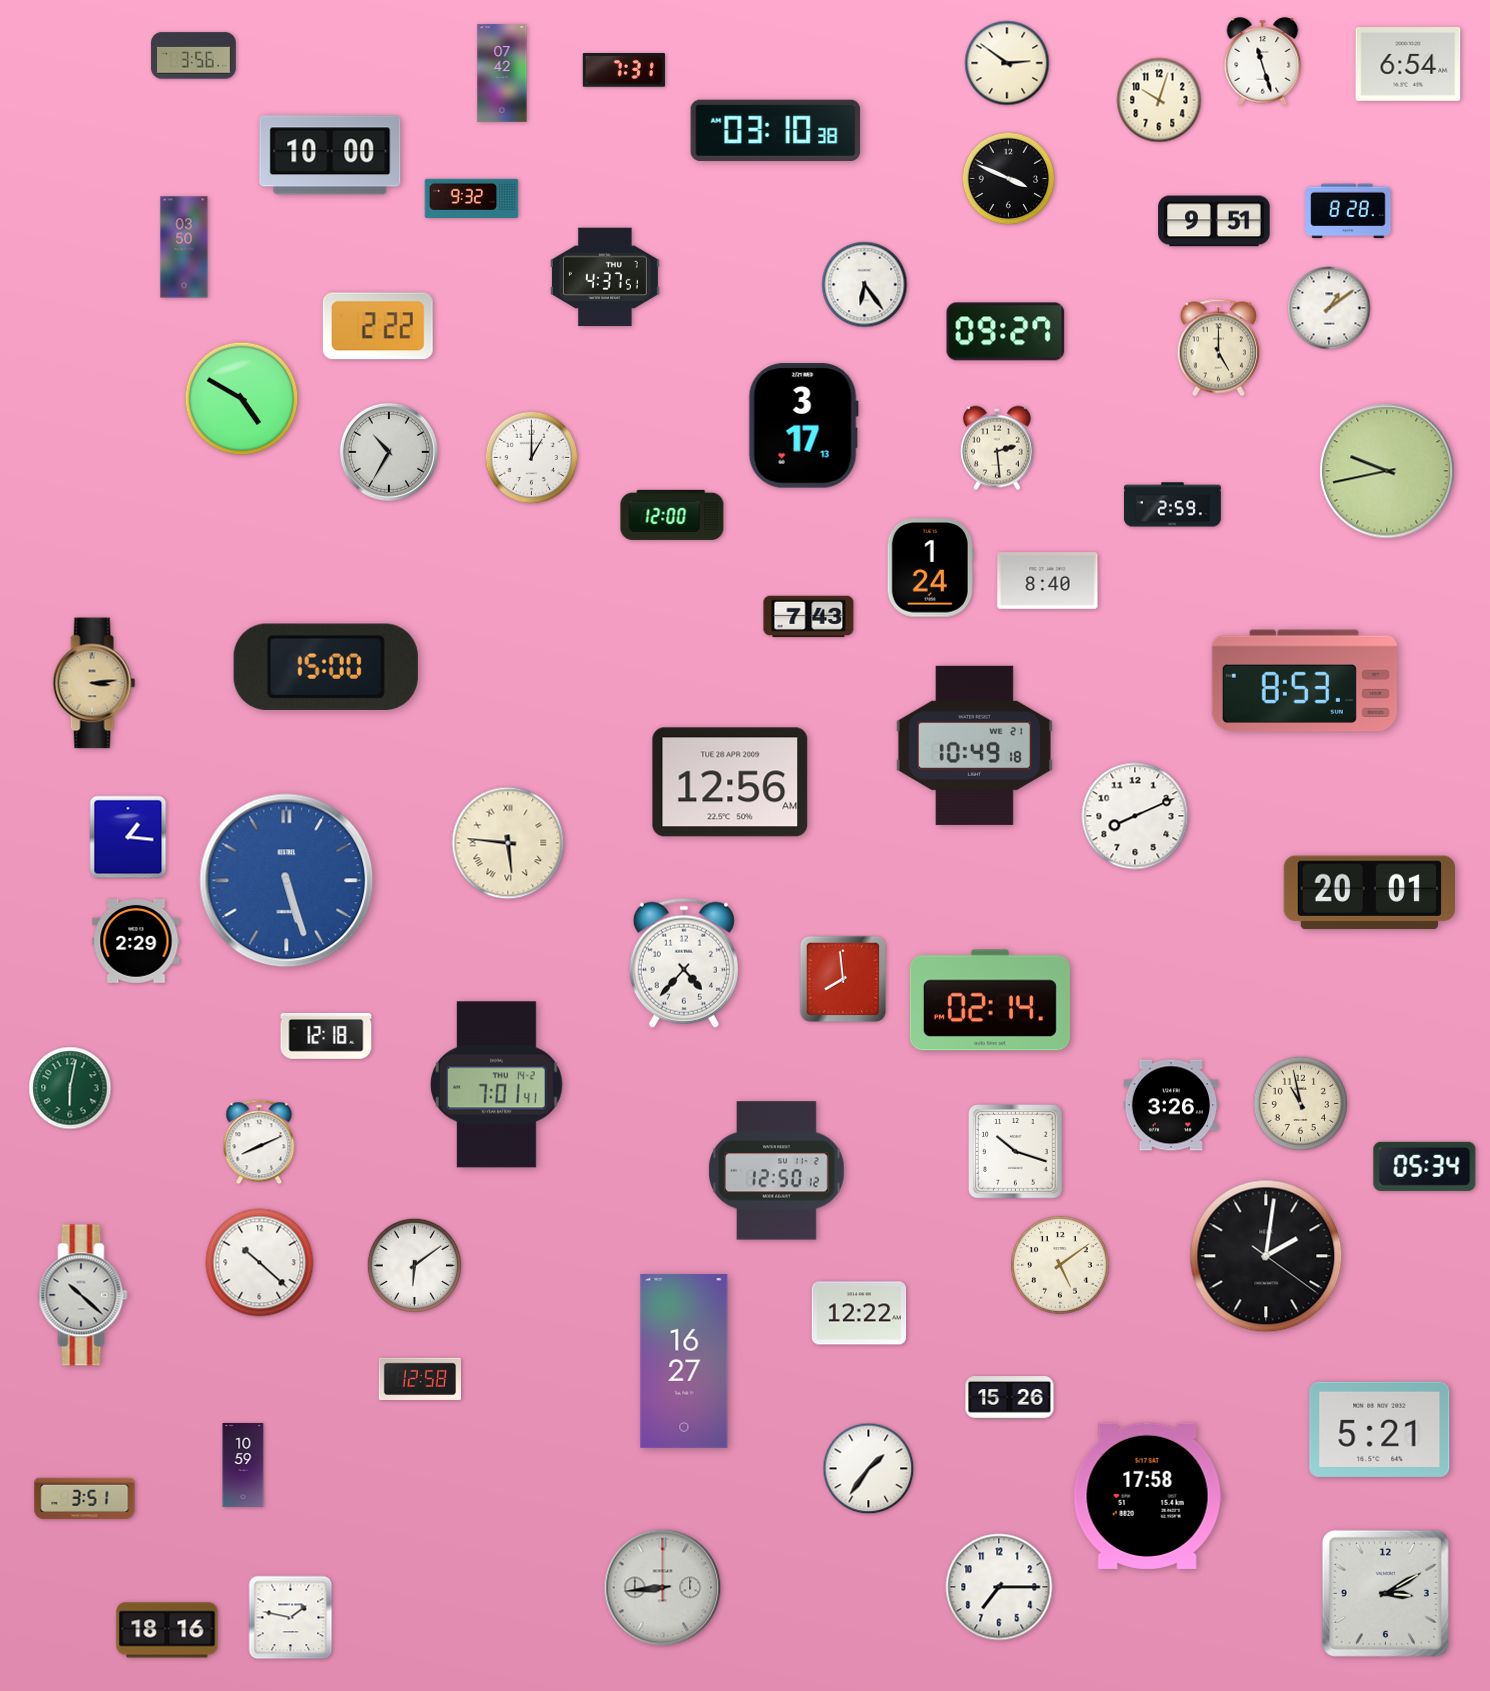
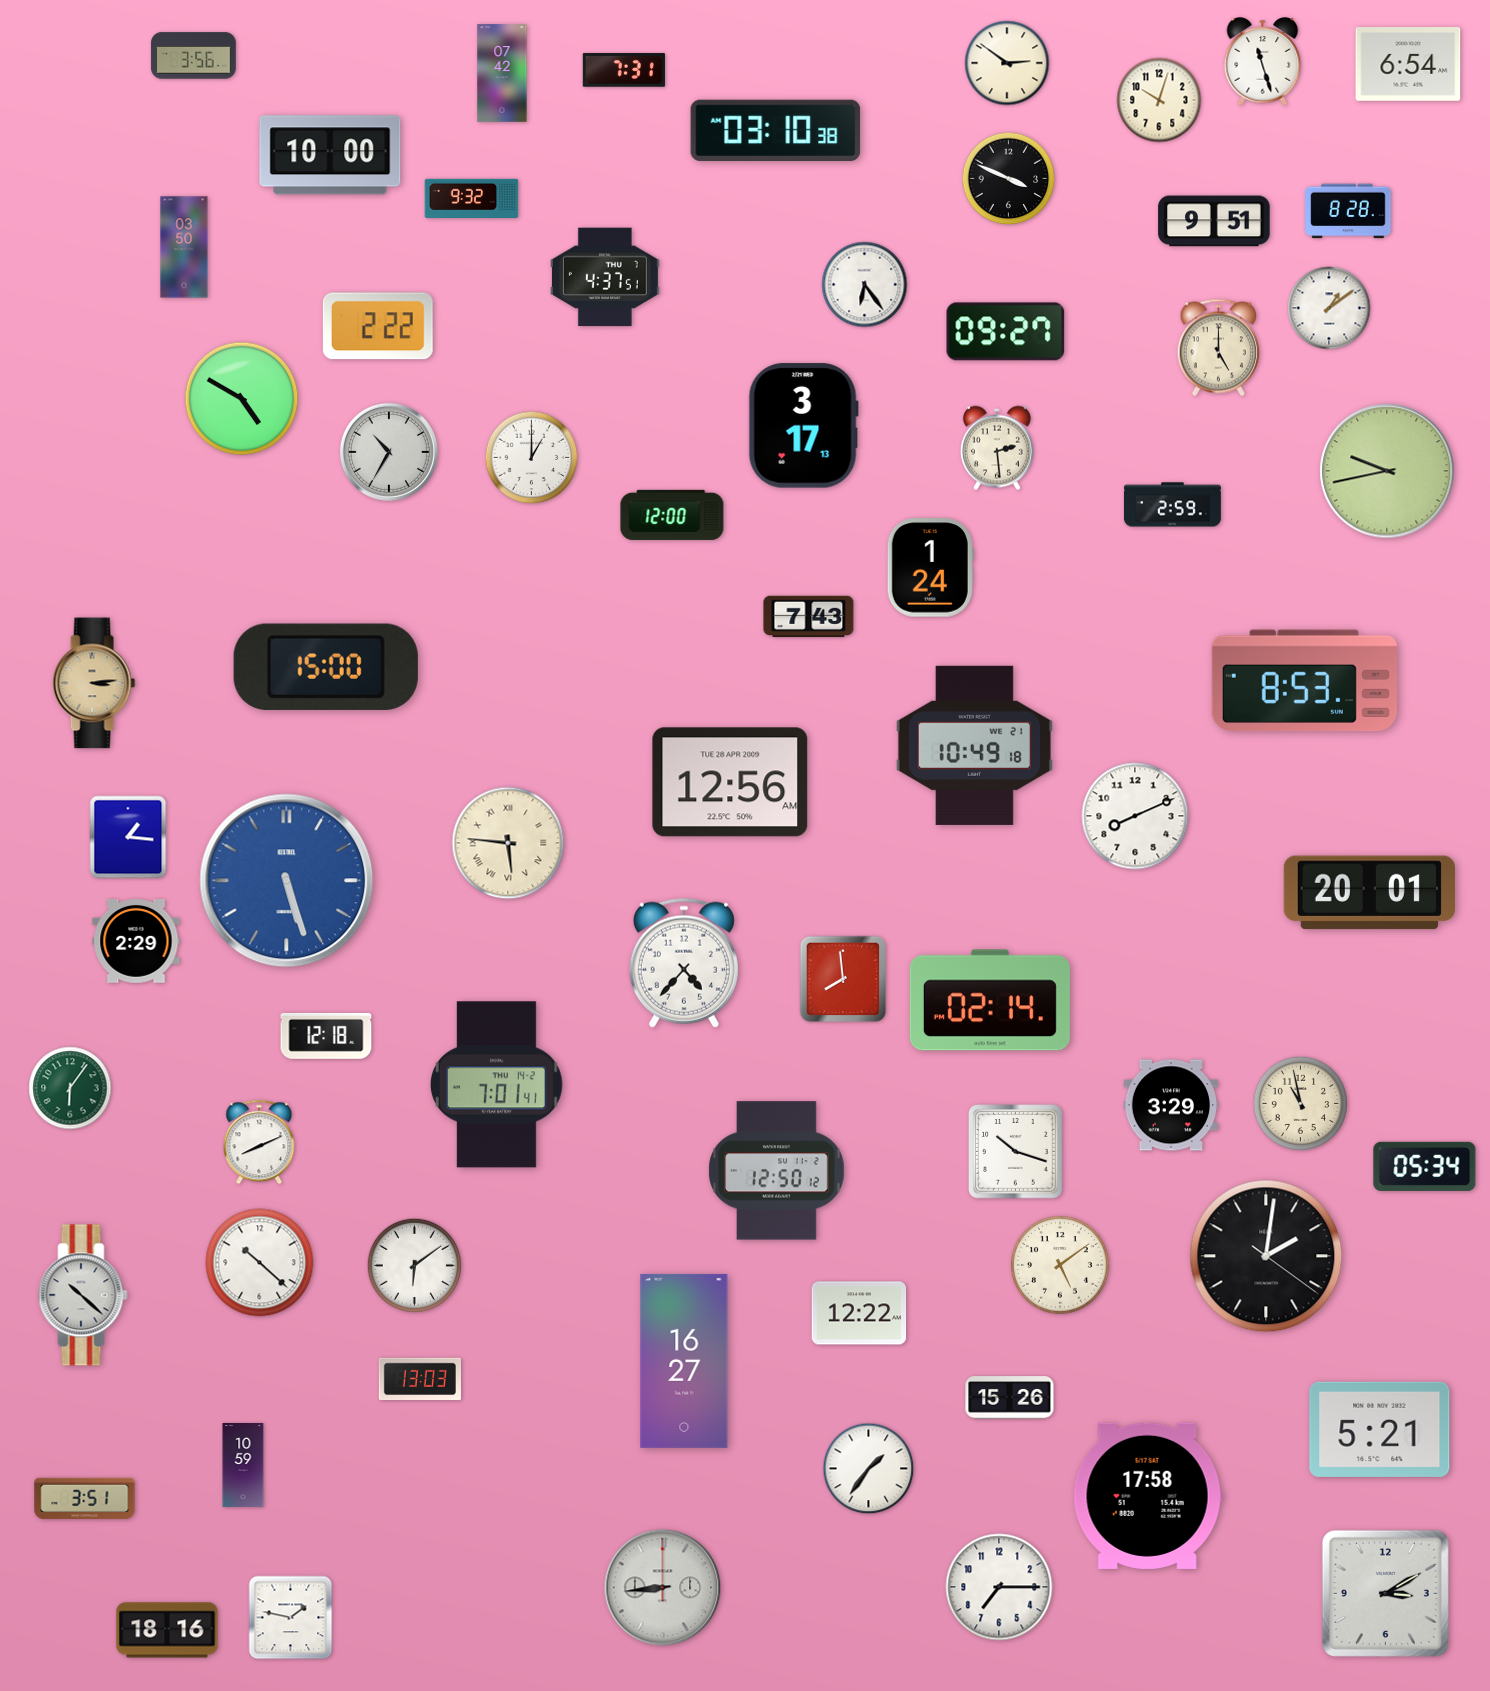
clock at (1048, 581): 8:40 -> none
clock at (70, 1088): 6:02 -> 6:06
clock at (1171, 1105): 3:26 -> 3:29
clock at (419, 1379): 12:58 -> 13:03
